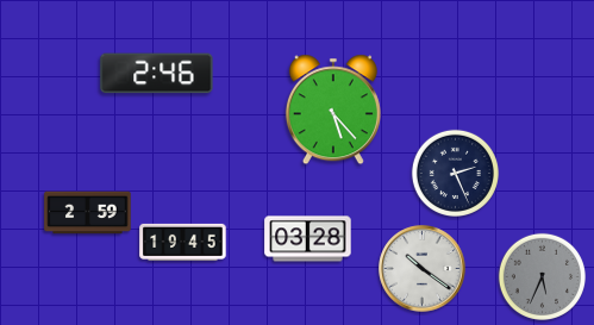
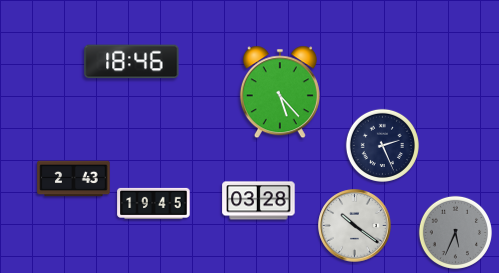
clock at (157, 74): 2:46 -> 18:46
clock at (88, 213): 2:59 -> 2:43
